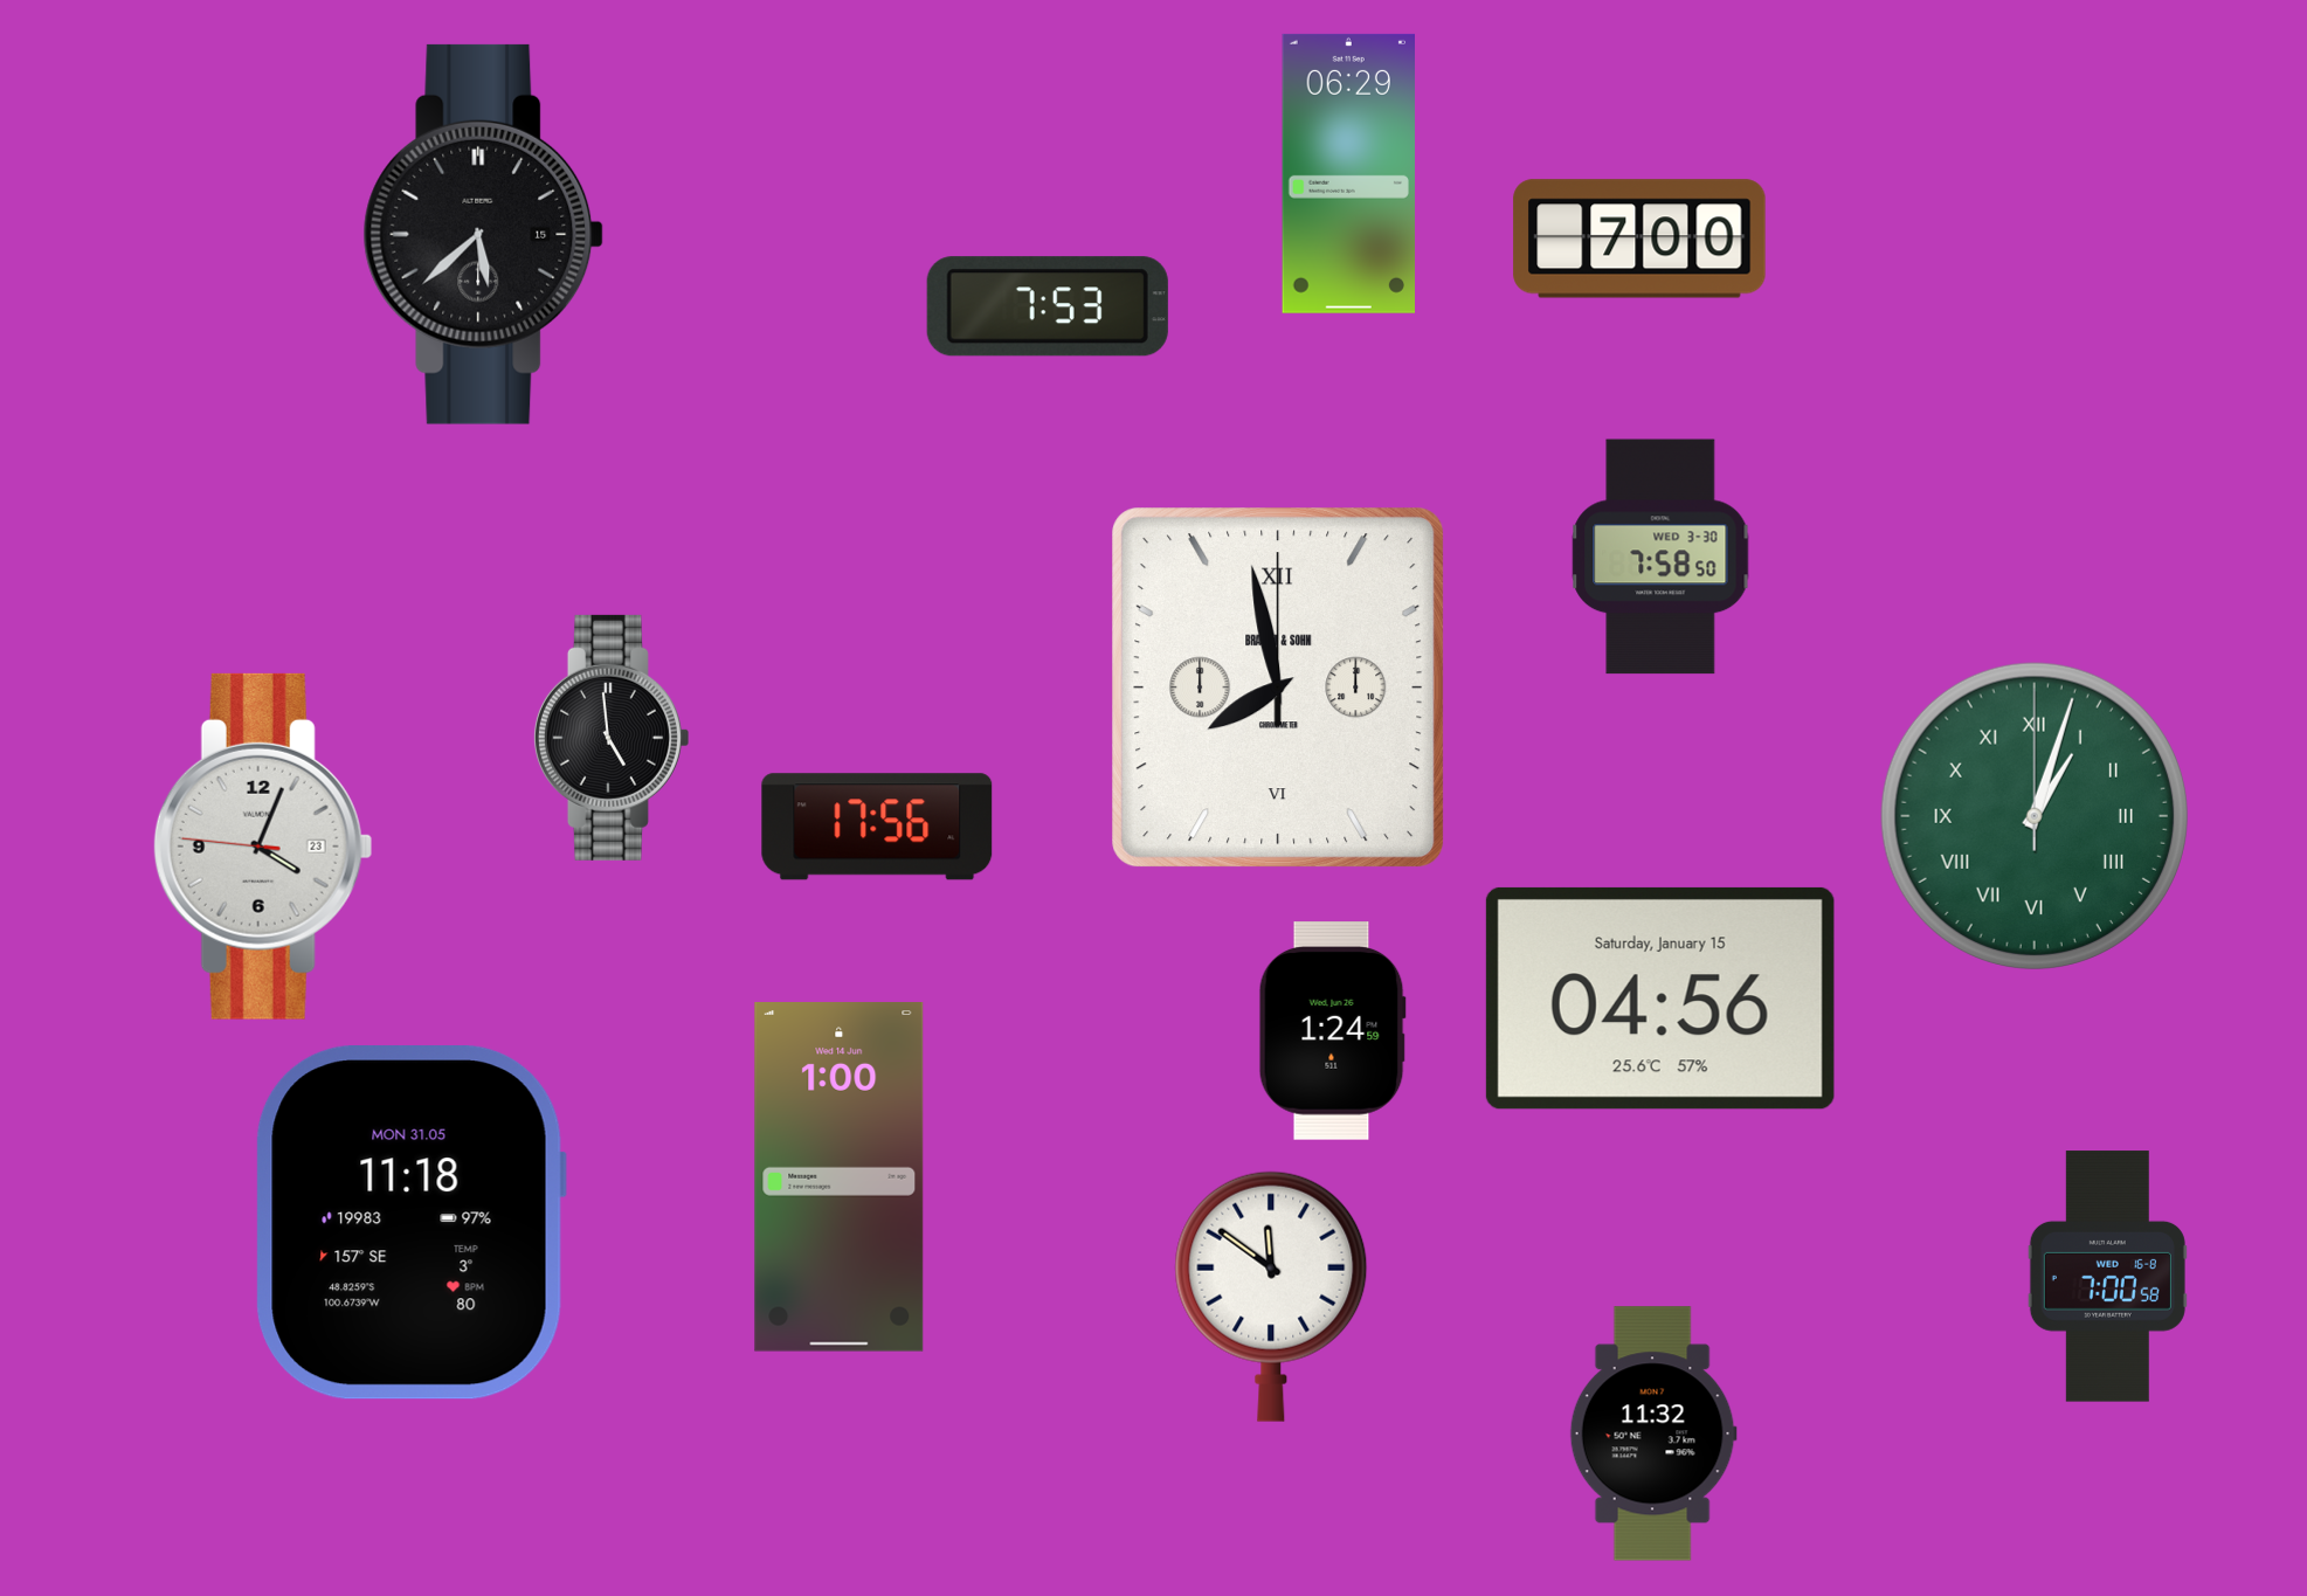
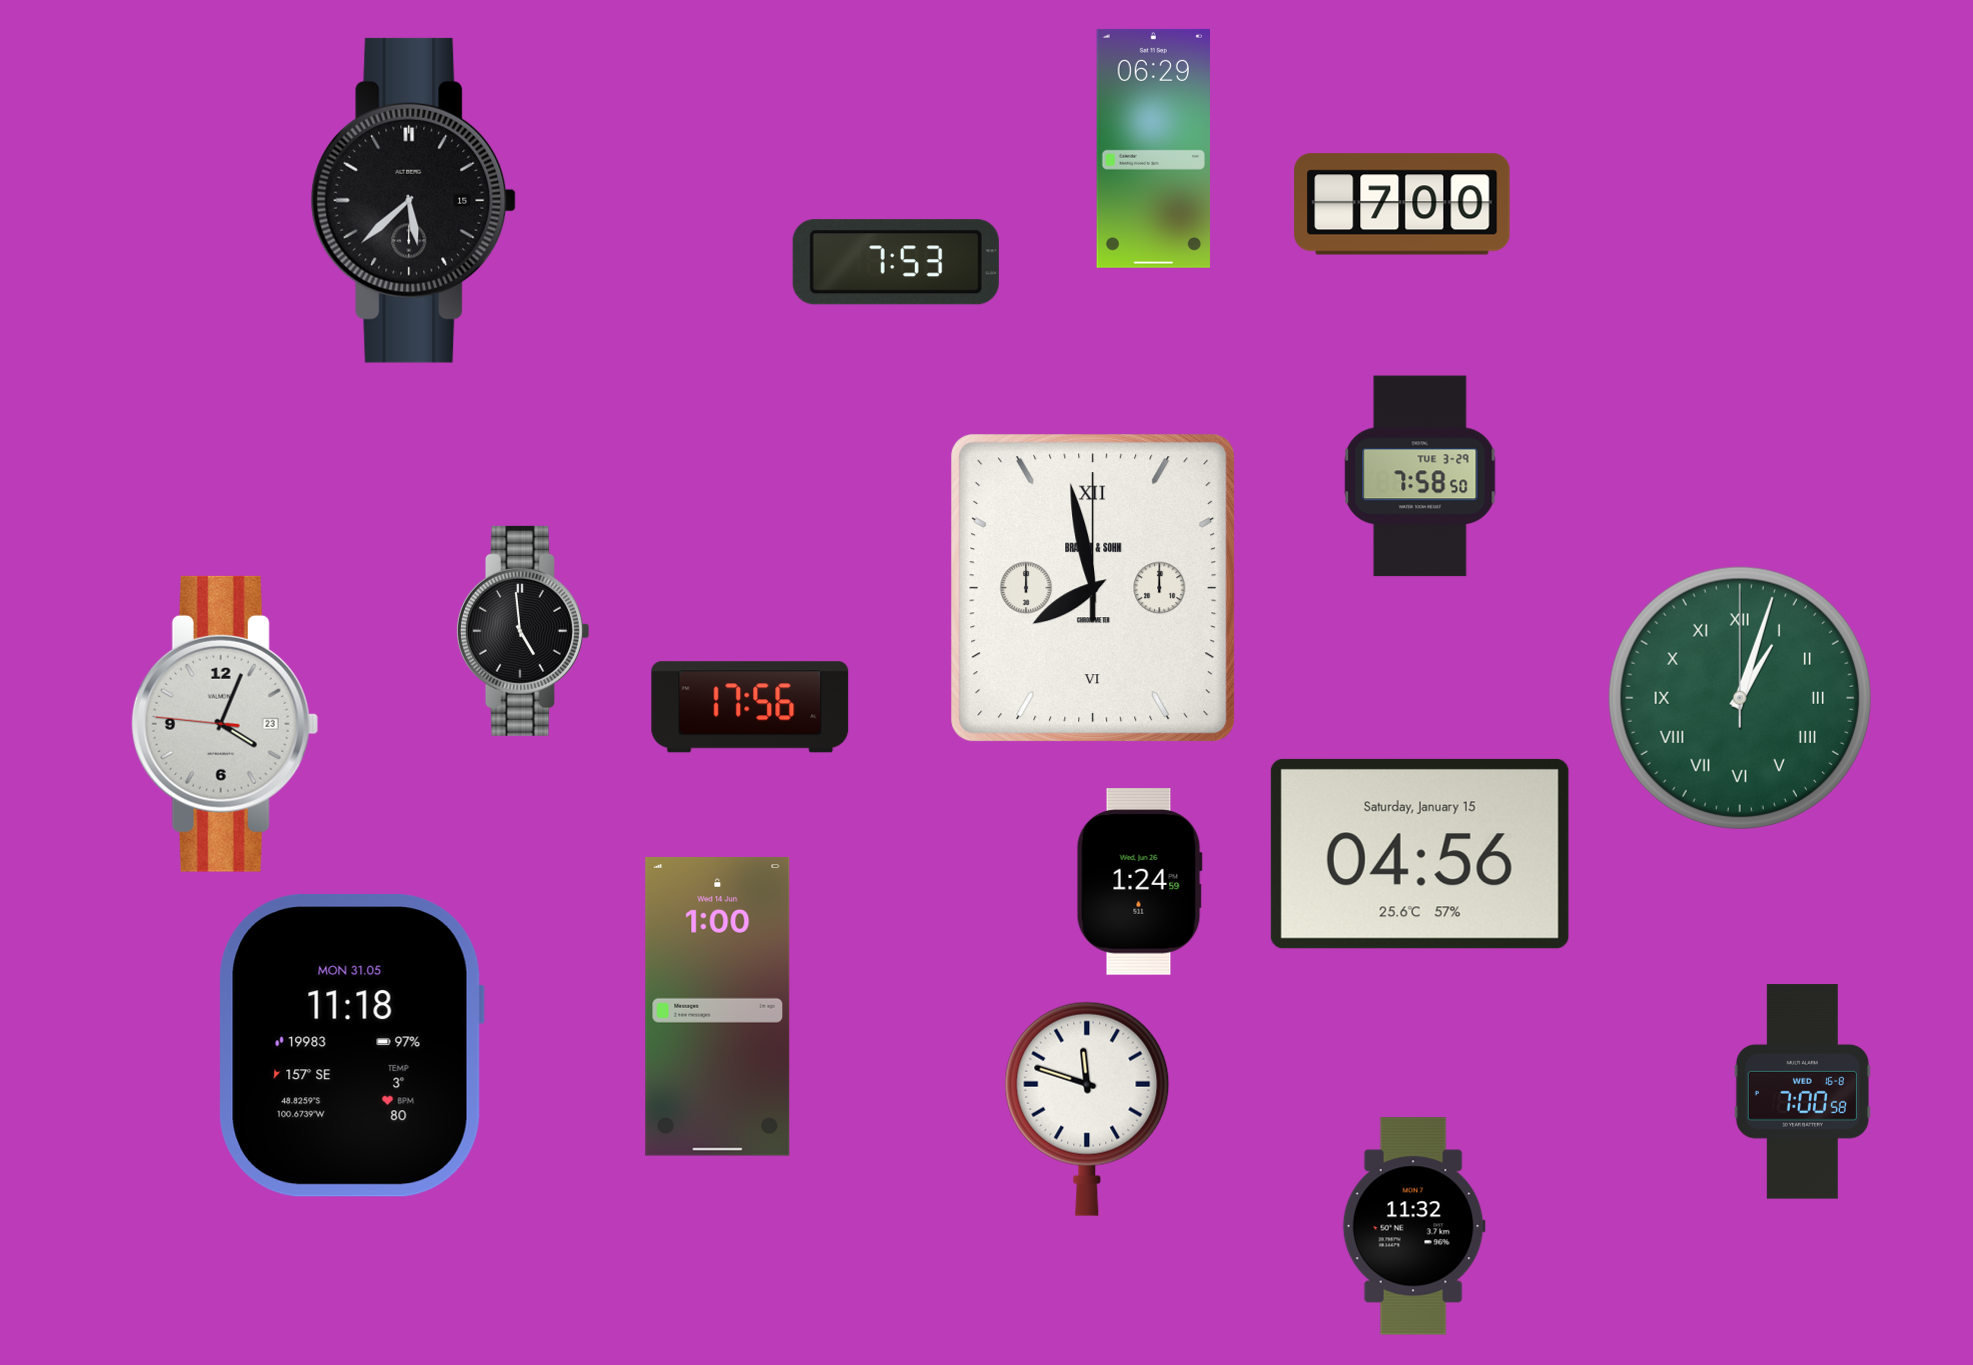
clock at (1660, 557) date: WED 3-30 -> TUE 3-29
clock at (1271, 1297): 11:51 -> 11:48
